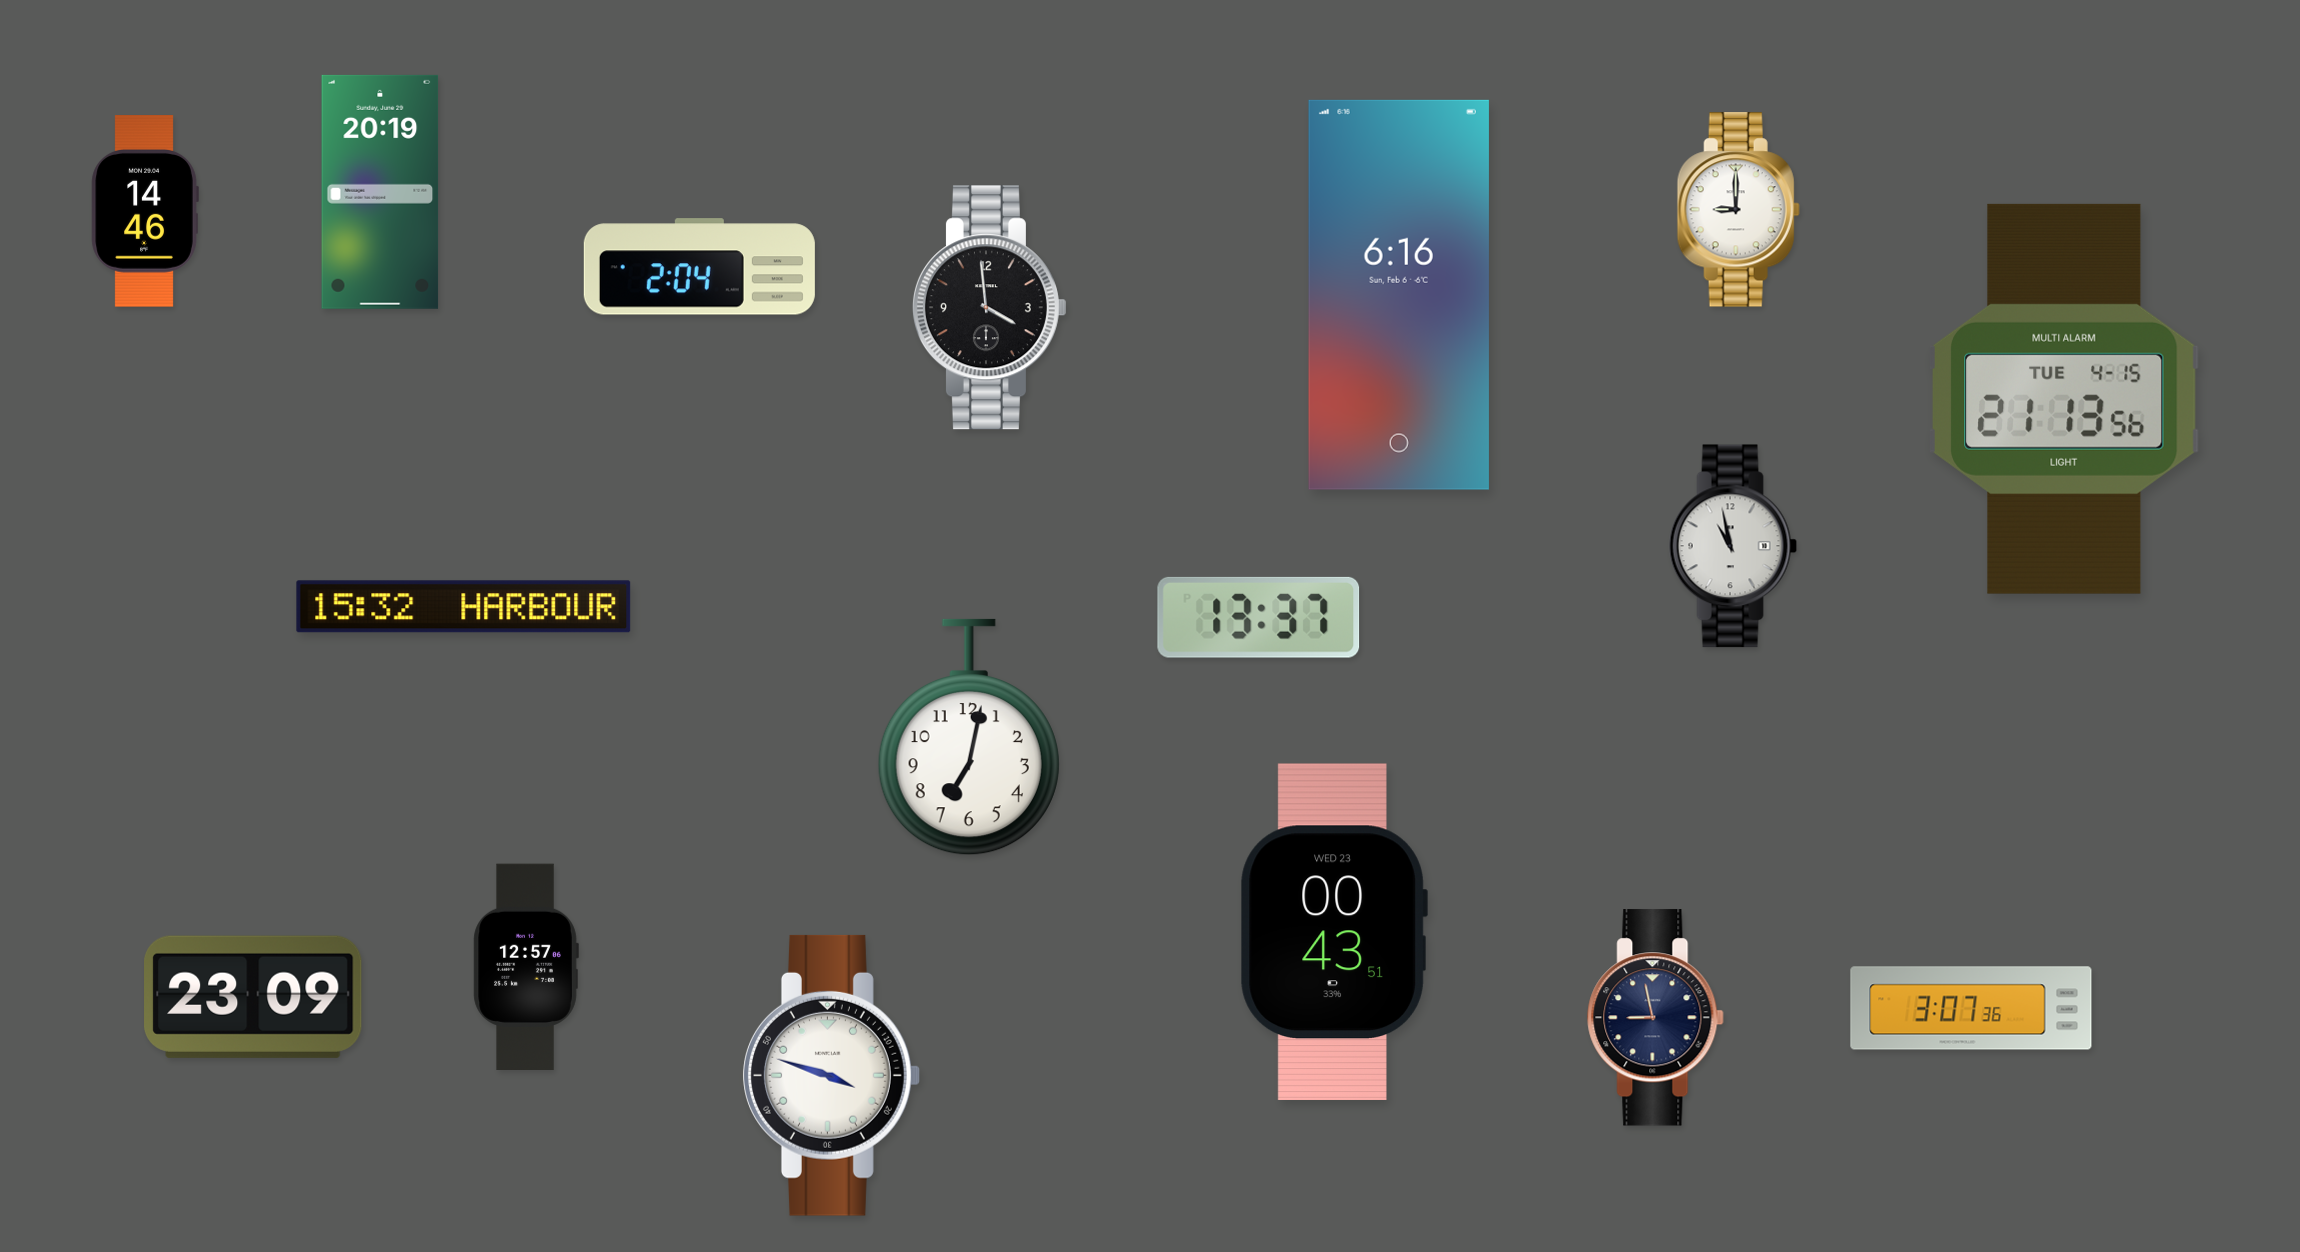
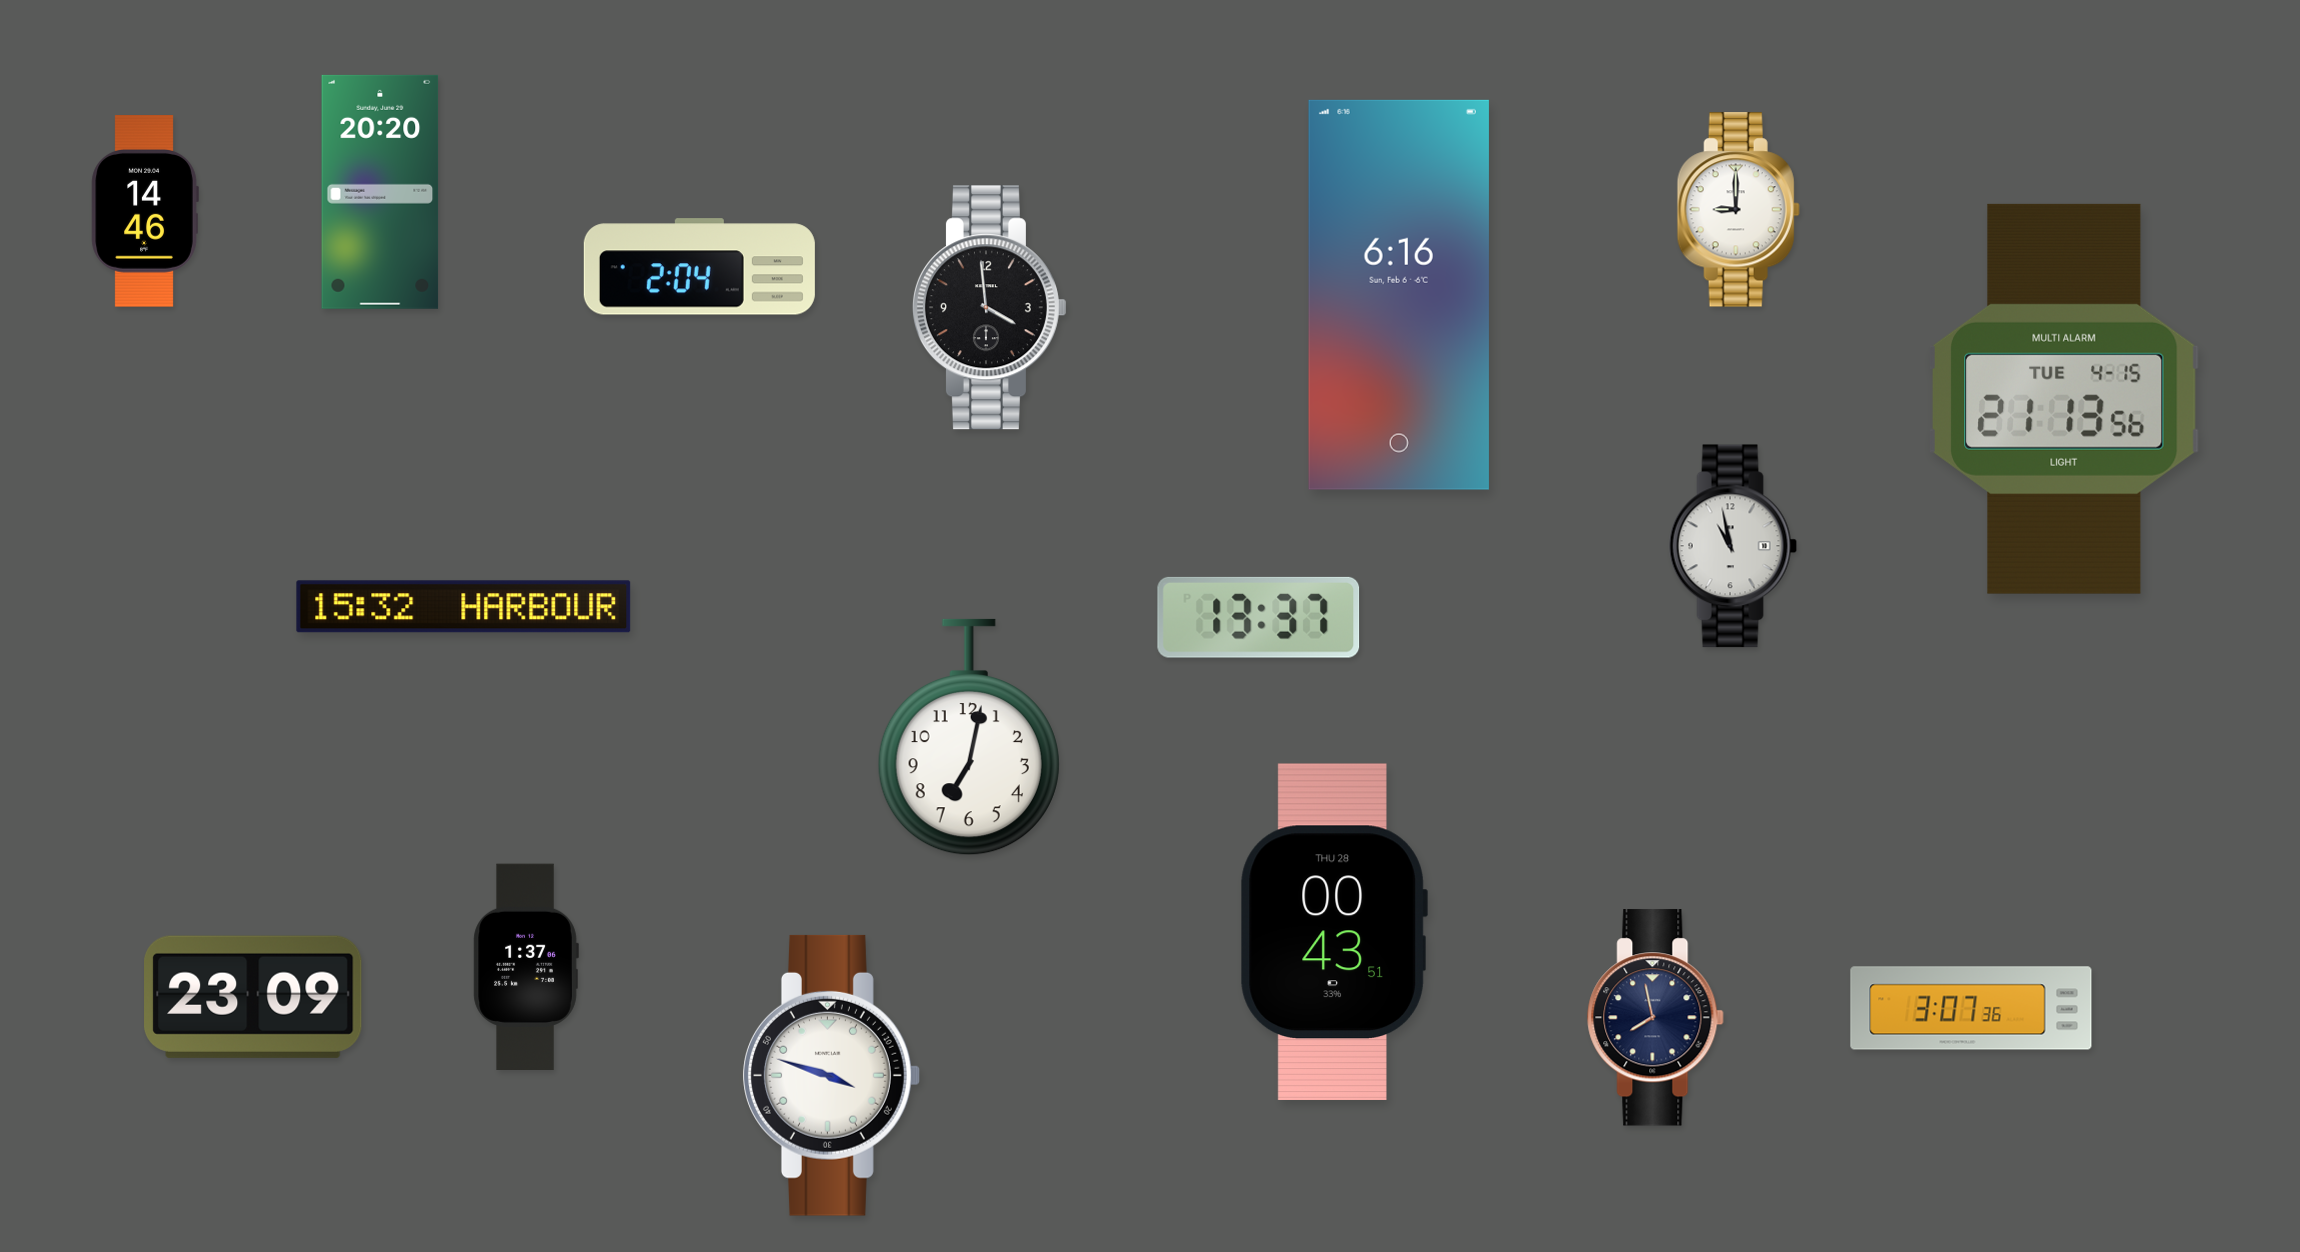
clock at (380, 192): 20:19 -> 20:20
clock at (1334, 932) date: WED 23 -> THU 28
clock at (526, 966): 12:57 -> 1:37
clock at (1656, 1018): 8:58 -> 7:58
